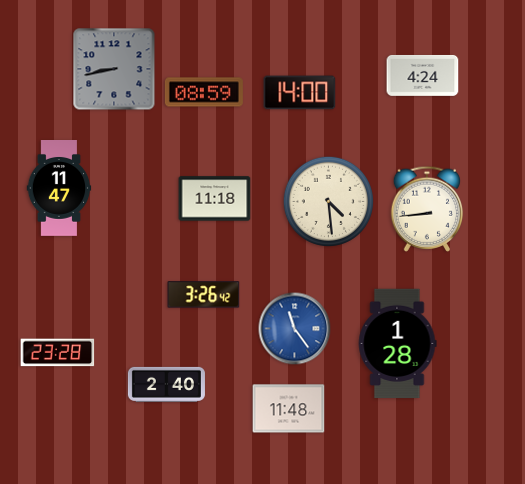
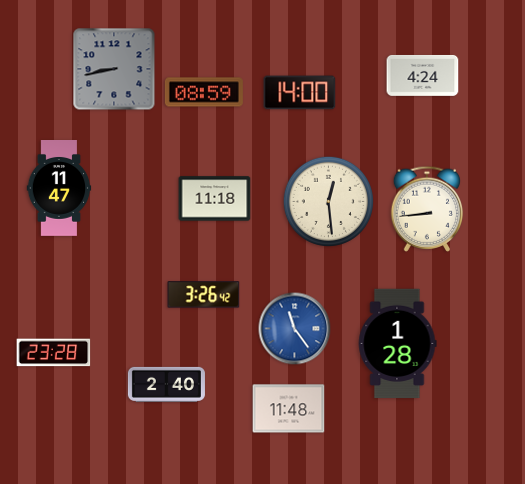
clock at (328, 201): 4:29 -> 12:29
clock at (58, 353) position: (58, 353) -> (54, 353)
